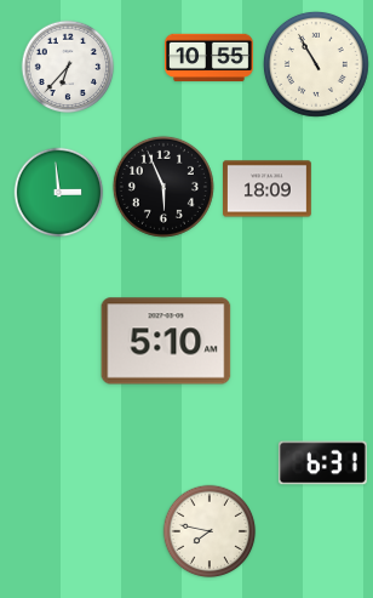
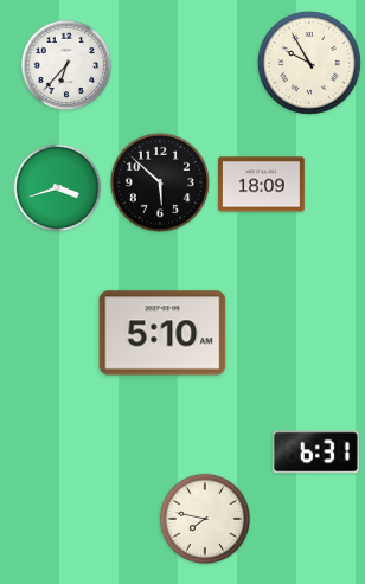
clock at (210, 58): 10:55 -> none
clock at (316, 64): 10:55 -> 9:55
clock at (163, 187): 5:56 -> 5:52
clock at (59, 193): 2:59 -> 3:42
